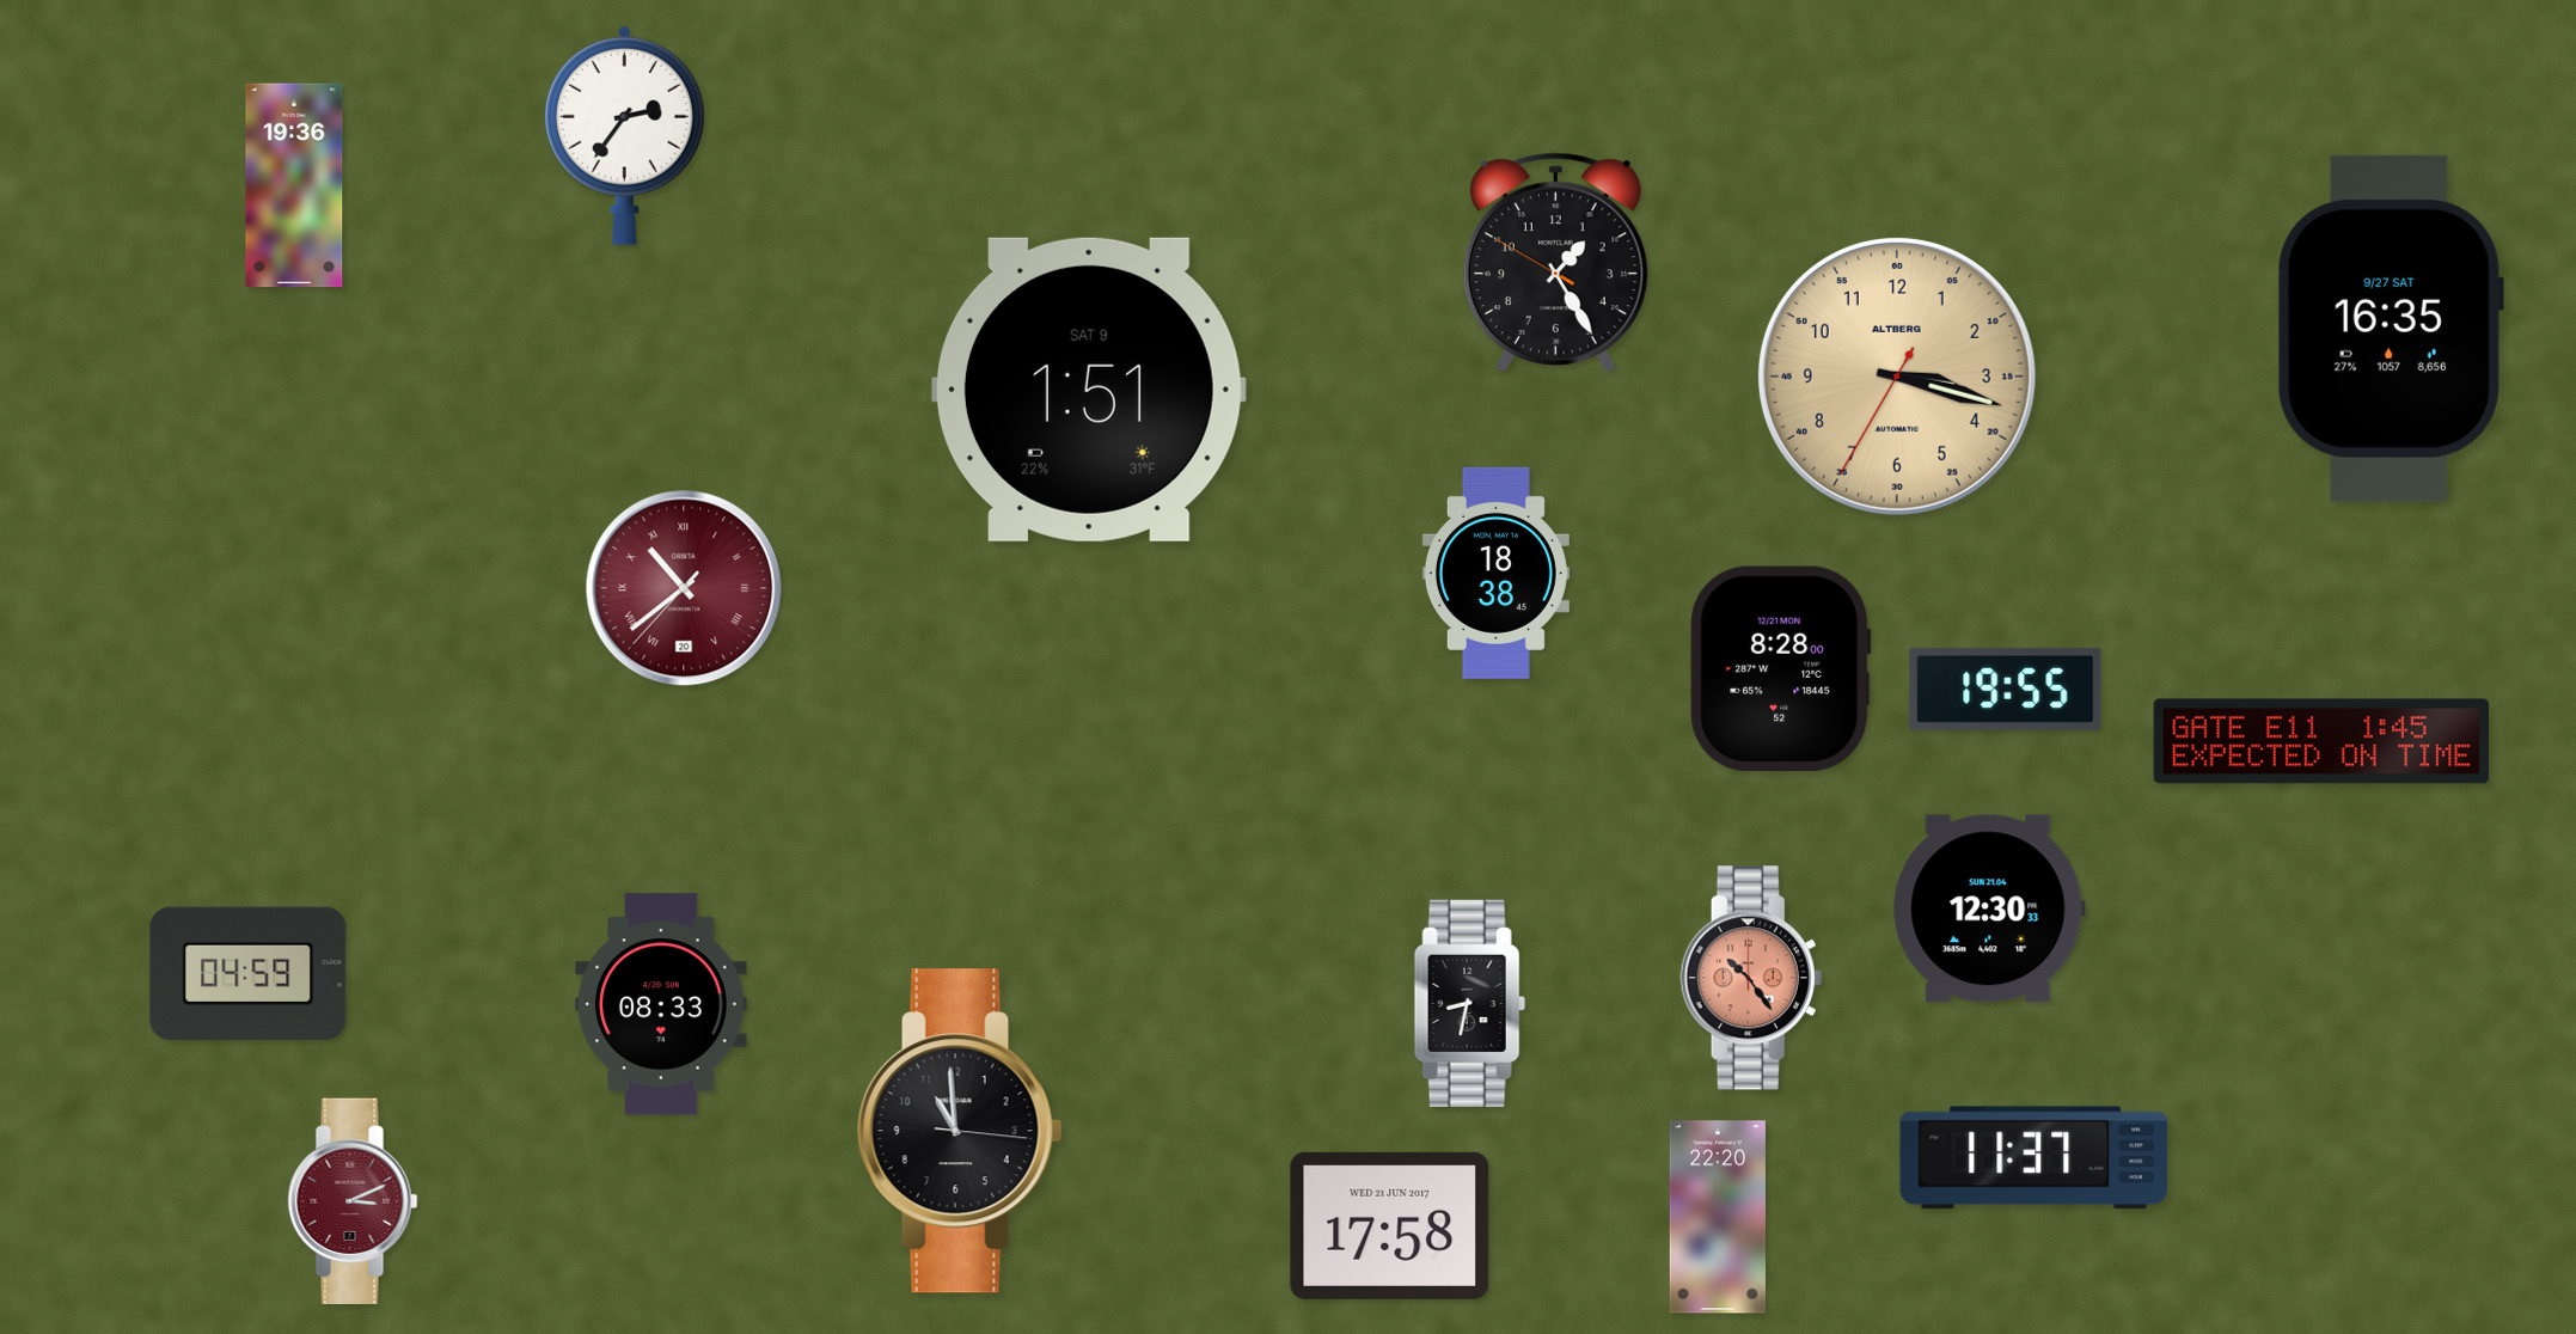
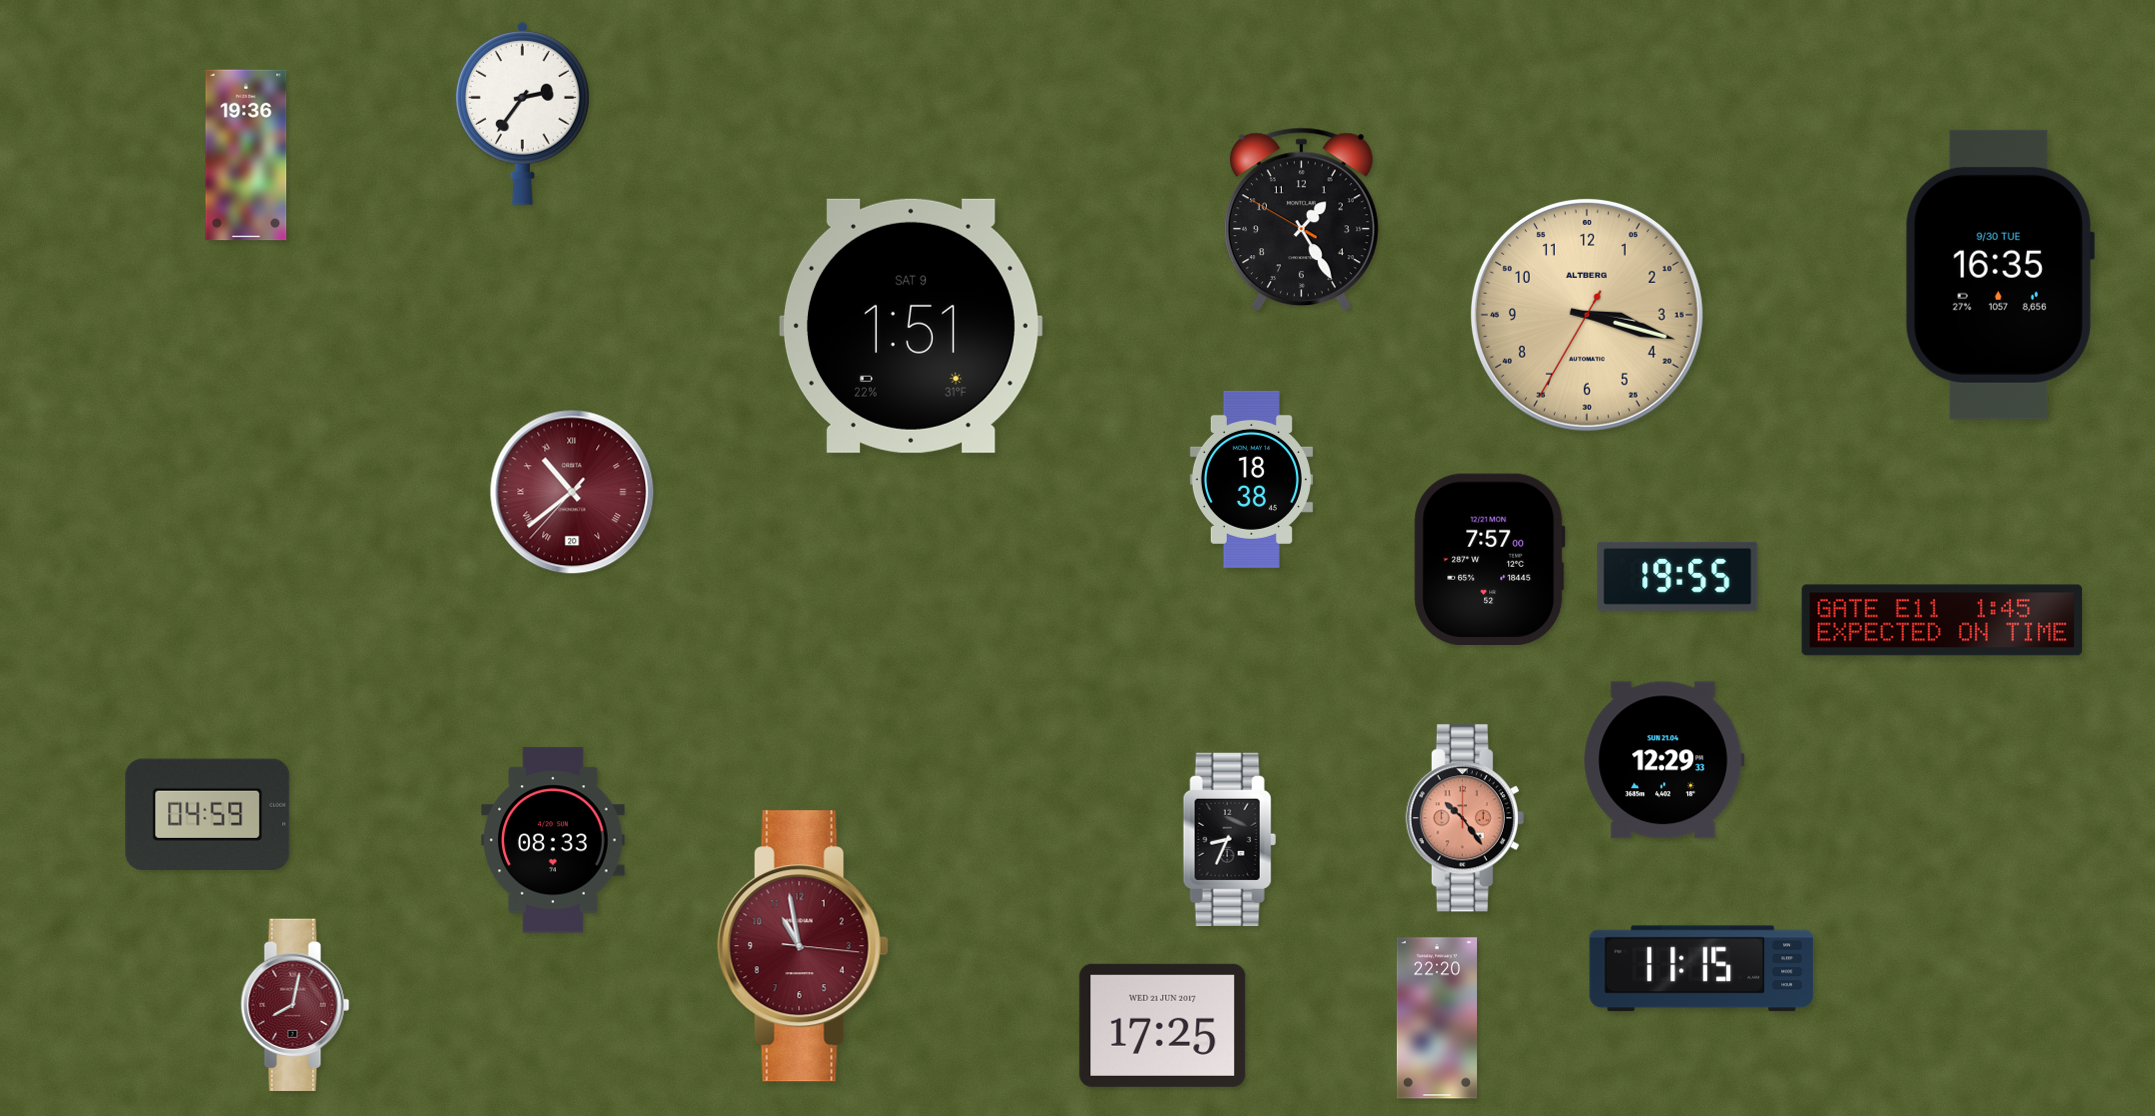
clock at (2390, 329) date: 9/27 SAT -> 9/30 TUE
clock at (1781, 668): 8:28 -> 7:57
clock at (1989, 908): 12:30 -> 12:29
clock at (1469, 1003): 8:32 -> 8:34
clock at (960, 1131): 10:59 -> 10:58
clock at (960, 1131) dial: black -> burgundy
clock at (2035, 1158): 11:37 -> 11:15
clock at (353, 1200): 3:11 -> 8:02
clock at (1390, 1225): 17:58 -> 17:25
